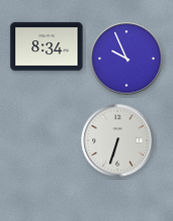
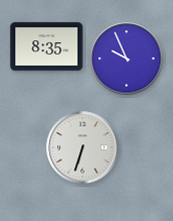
clock at (47, 47): 8:34 -> 8:35
clock at (118, 141) position: (118, 141) -> (83, 148)
